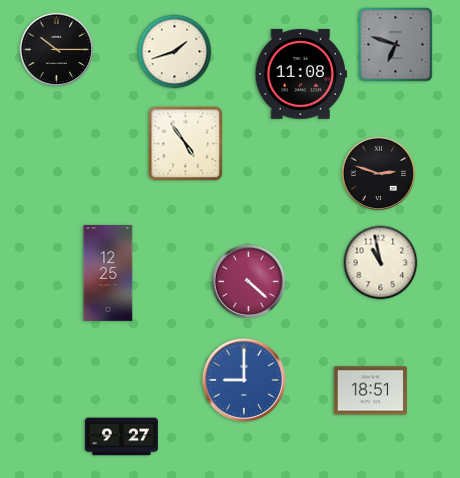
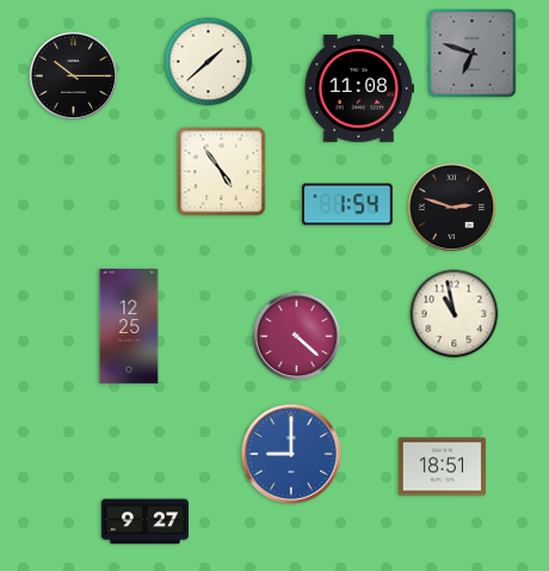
clock at (57, 50) position: (57, 50) -> (74, 76)
clock at (175, 52): 1:42 -> 1:38
clock at (348, 204): none -> 1:54
